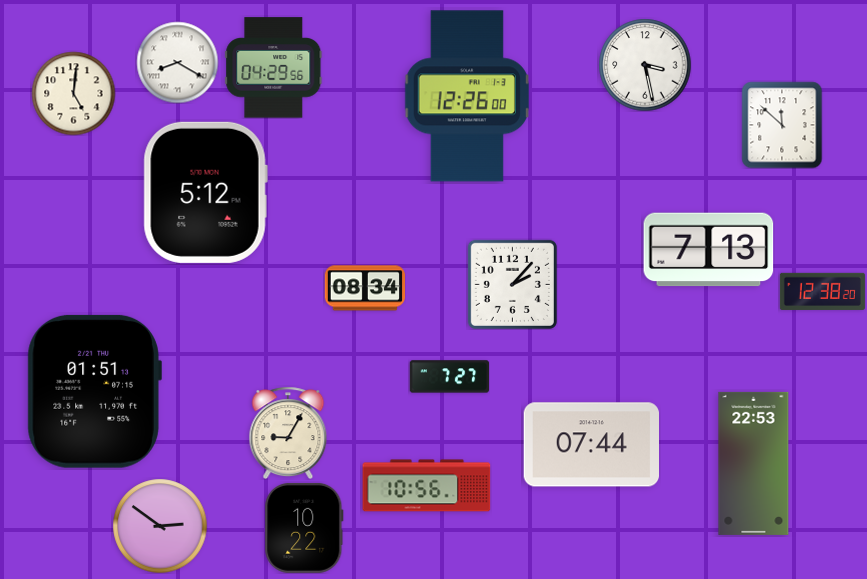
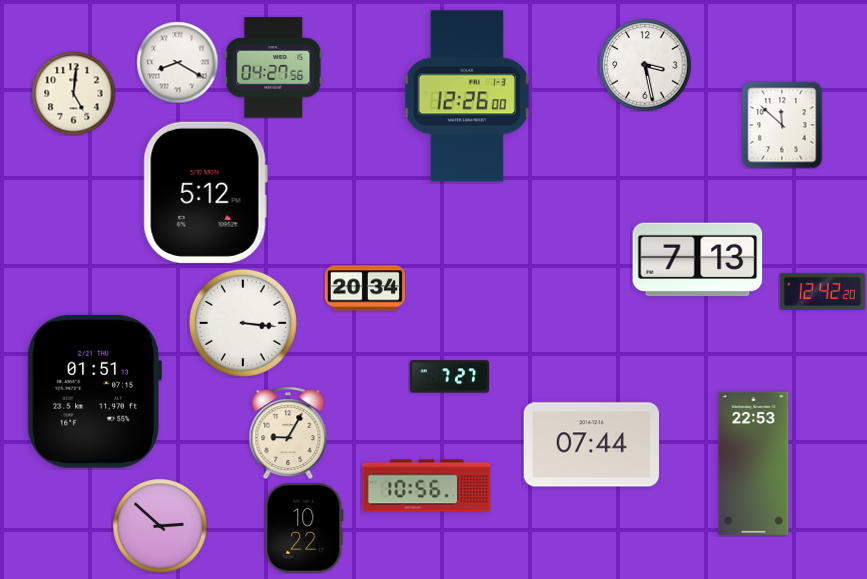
clock at (274, 68): 04:29 -> 04:27
clock at (709, 250) position: (709, 250) -> (698, 260)
clock at (512, 284): 2:07 -> none
clock at (364, 288): 08:34 -> 20:34
clock at (822, 291): 12:38 -> 12:42
clock at (243, 323): none -> 3:16
clock at (160, 526): 2:51 -> 2:52
